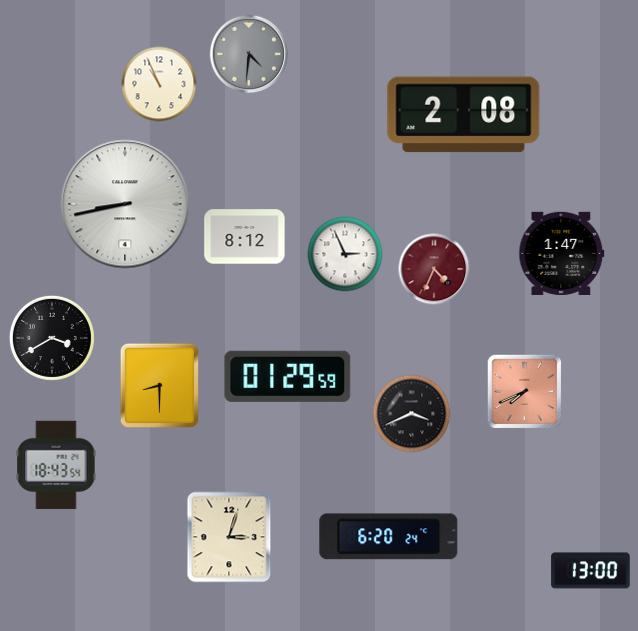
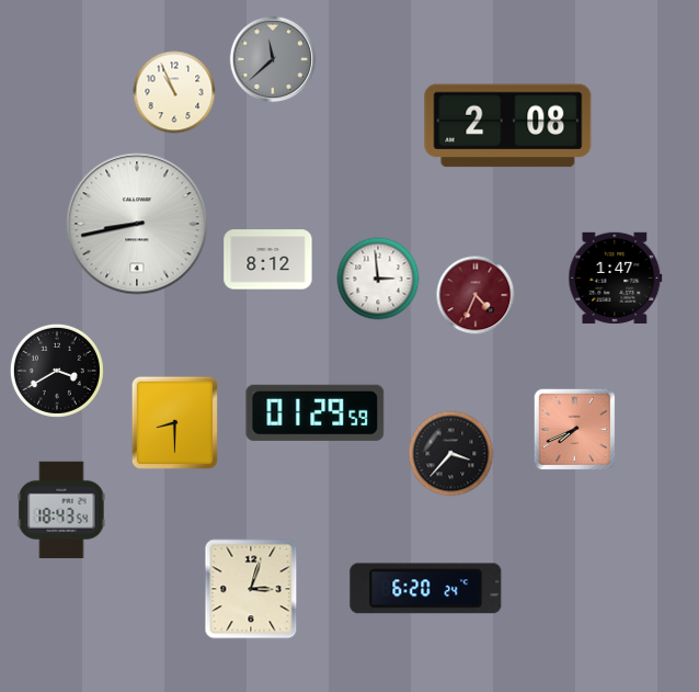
clock at (249, 54): 4:31 -> 11:38
clock at (345, 254): 2:56 -> 2:59
clock at (412, 414): 3:41 -> 3:37
clock at (591, 571): 13:00 -> none
